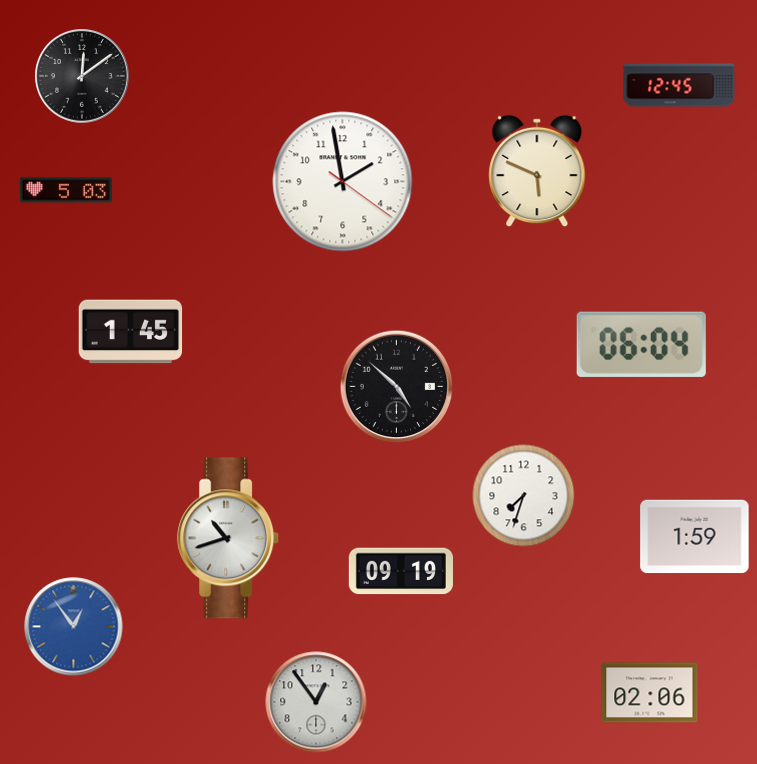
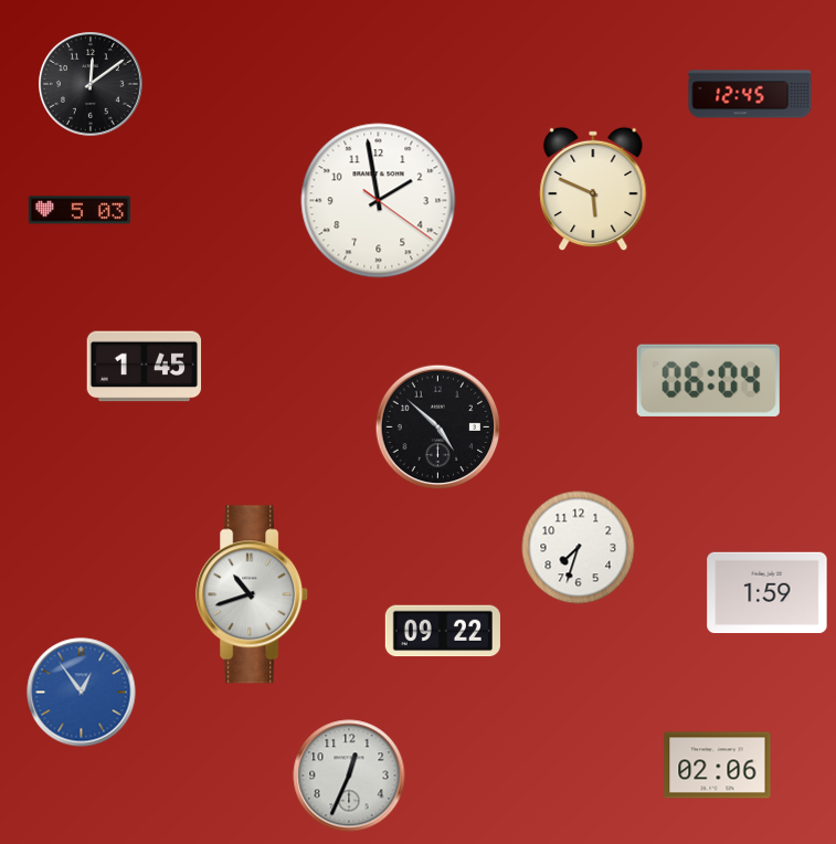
clock at (66, 190) position: (66, 190) -> (80, 210)
clock at (401, 571): 09:19 -> 09:22
clock at (316, 702): 12:54 -> 12:34
